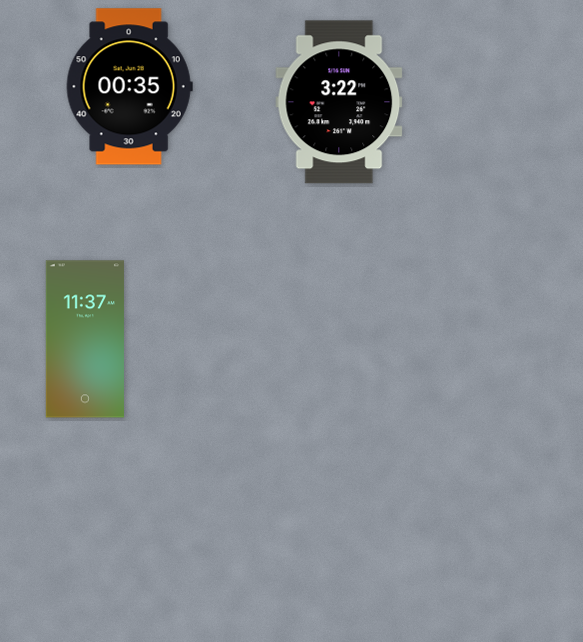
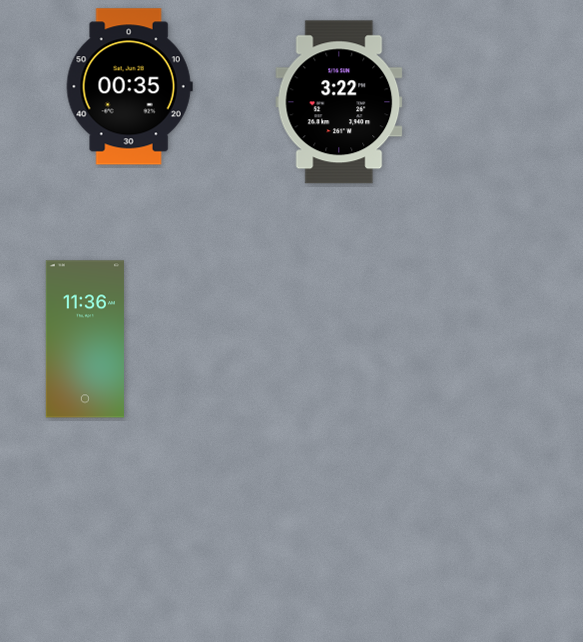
clock at (85, 339): 11:37 -> 11:36
